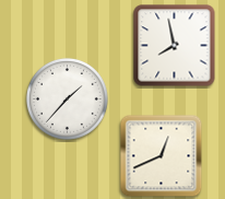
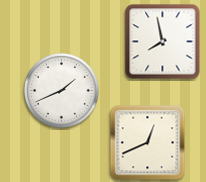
clock at (175, 46) position: (175, 46) -> (163, 42)
clock at (67, 98): 1:37 -> 1:41
